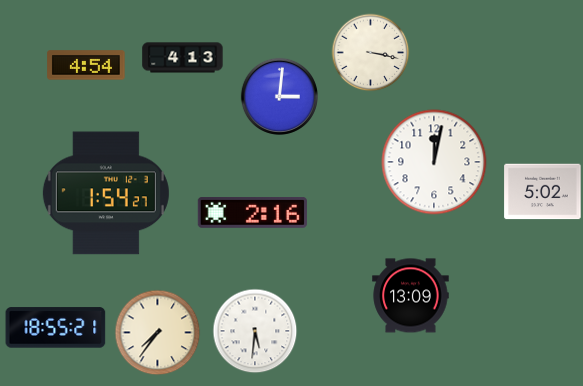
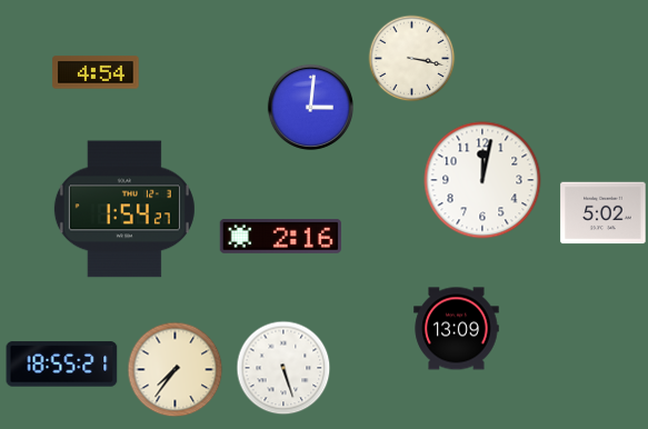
clock at (183, 58): 4:13 -> none
clock at (106, 193) position: (106, 193) -> (124, 209)
clock at (255, 331): 5:31 -> 5:27
